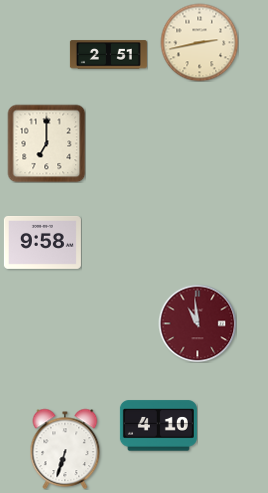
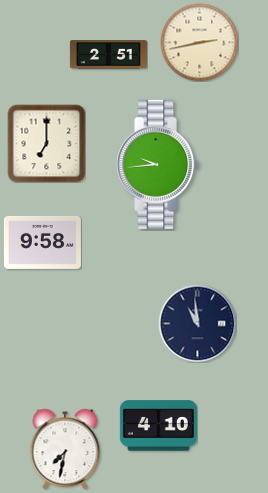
clock at (158, 164): none -> 9:44
clock at (197, 323) dial: burgundy -> navy
clock at (65, 449): 6:33 -> 7:32
